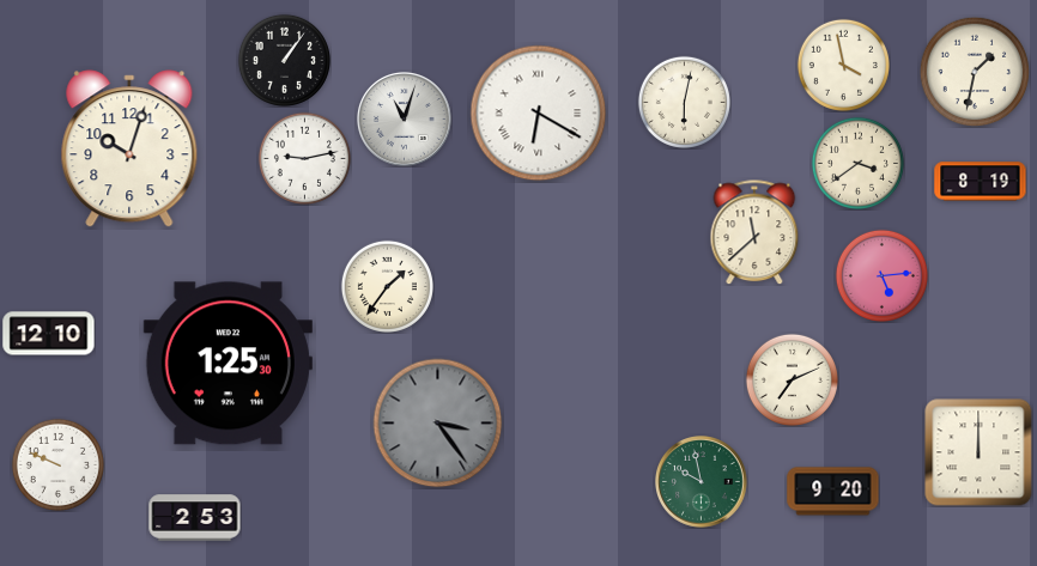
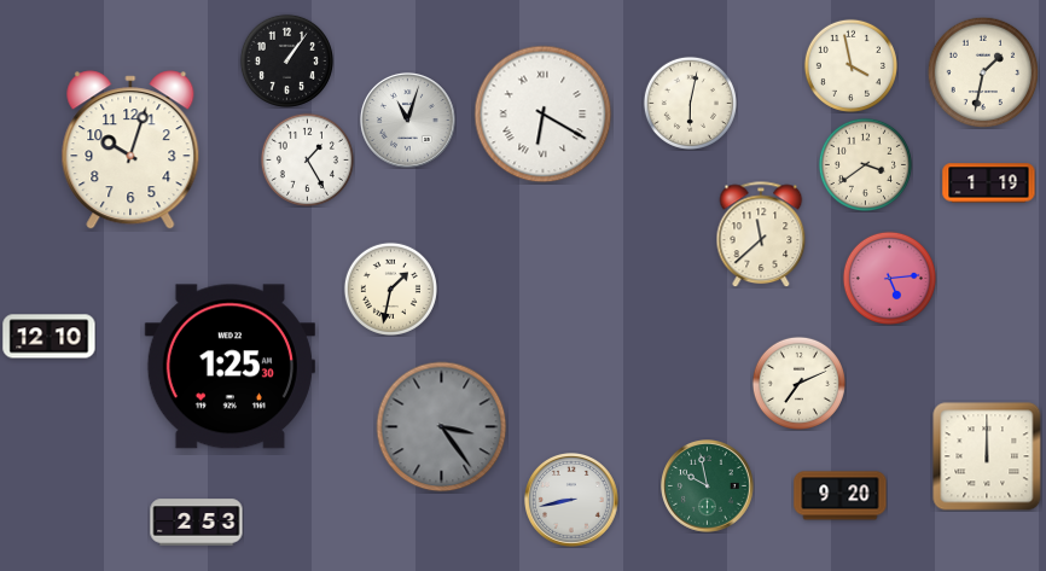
clock at (304, 158): 9:13 -> 1:25
clock at (981, 182): 8:19 -> 1:19
clock at (387, 286): 1:36 -> 1:32
clock at (57, 464): 9:49 -> none
clock at (573, 501): none -> 8:43
